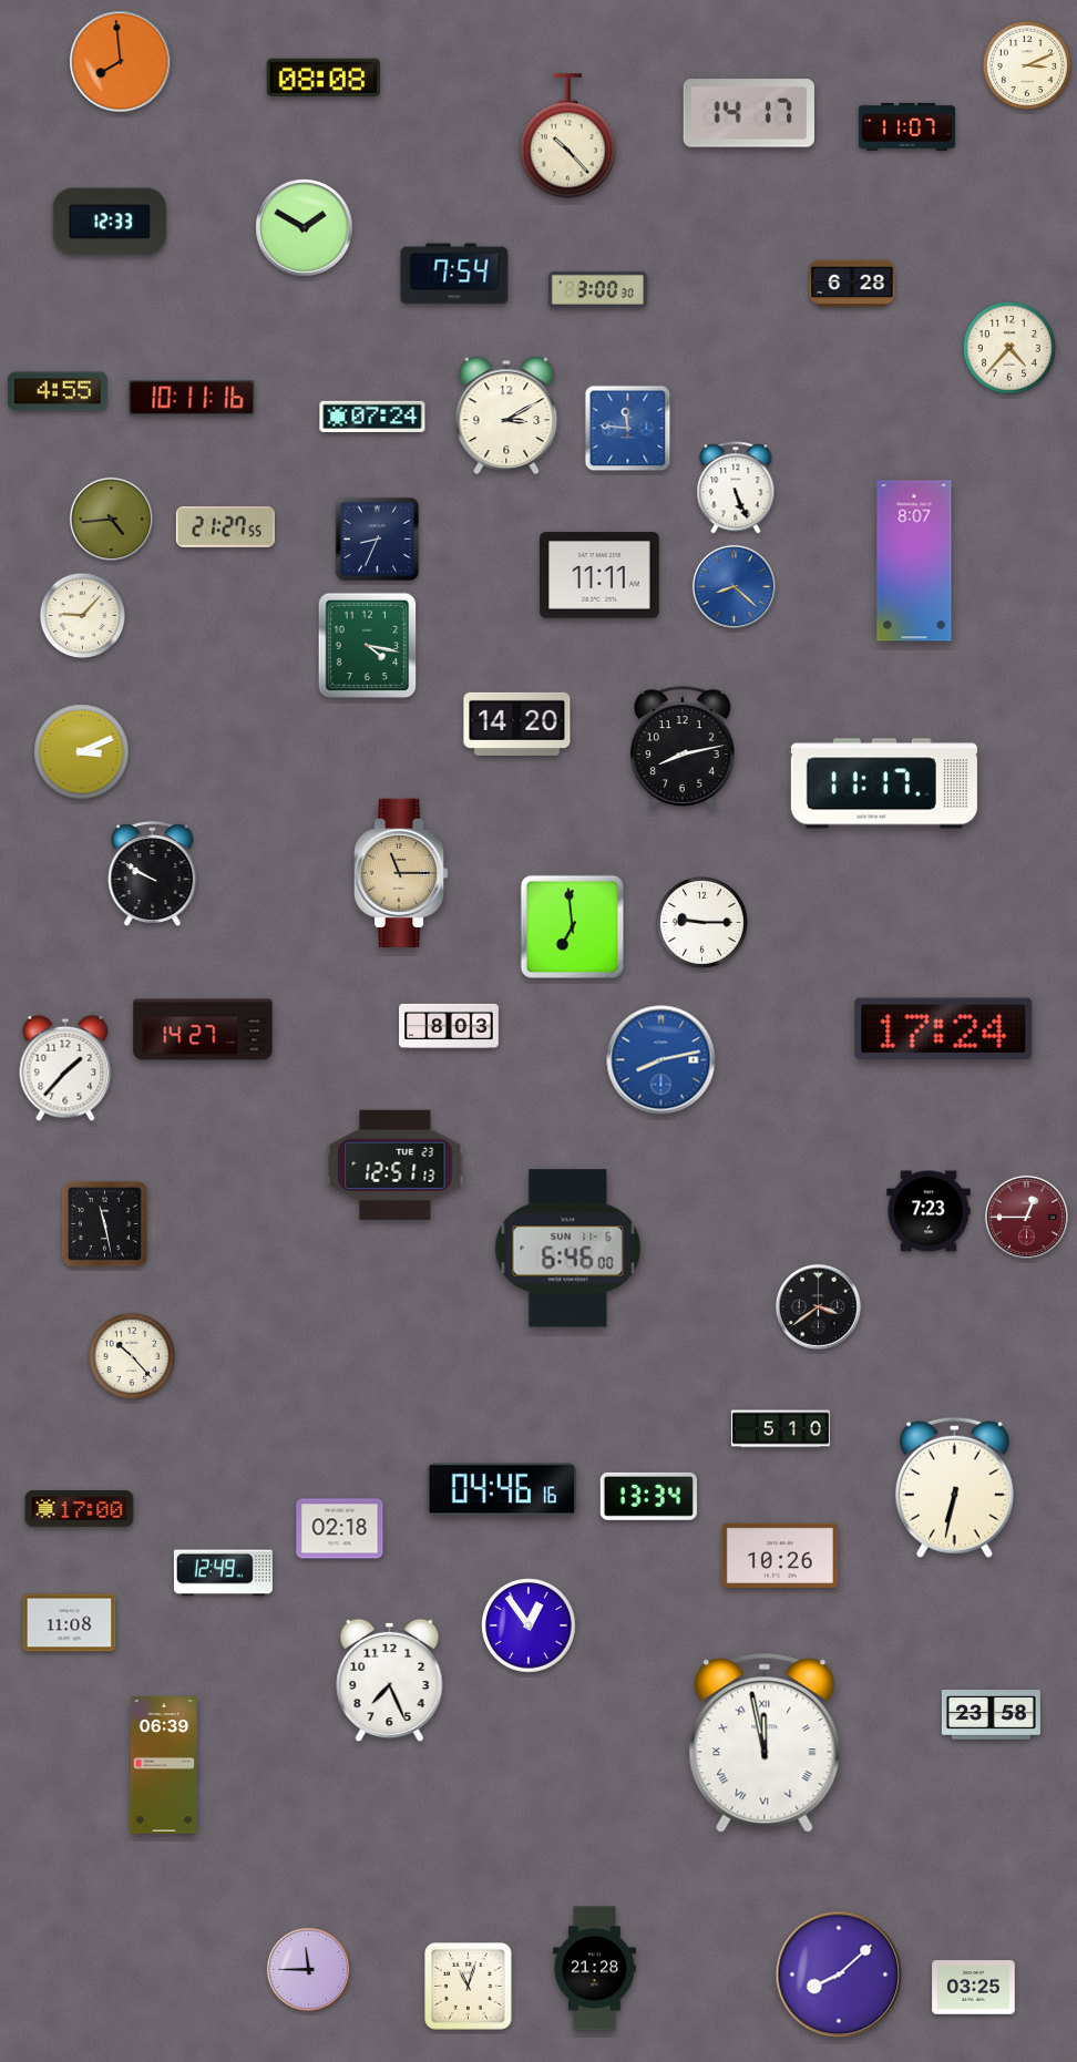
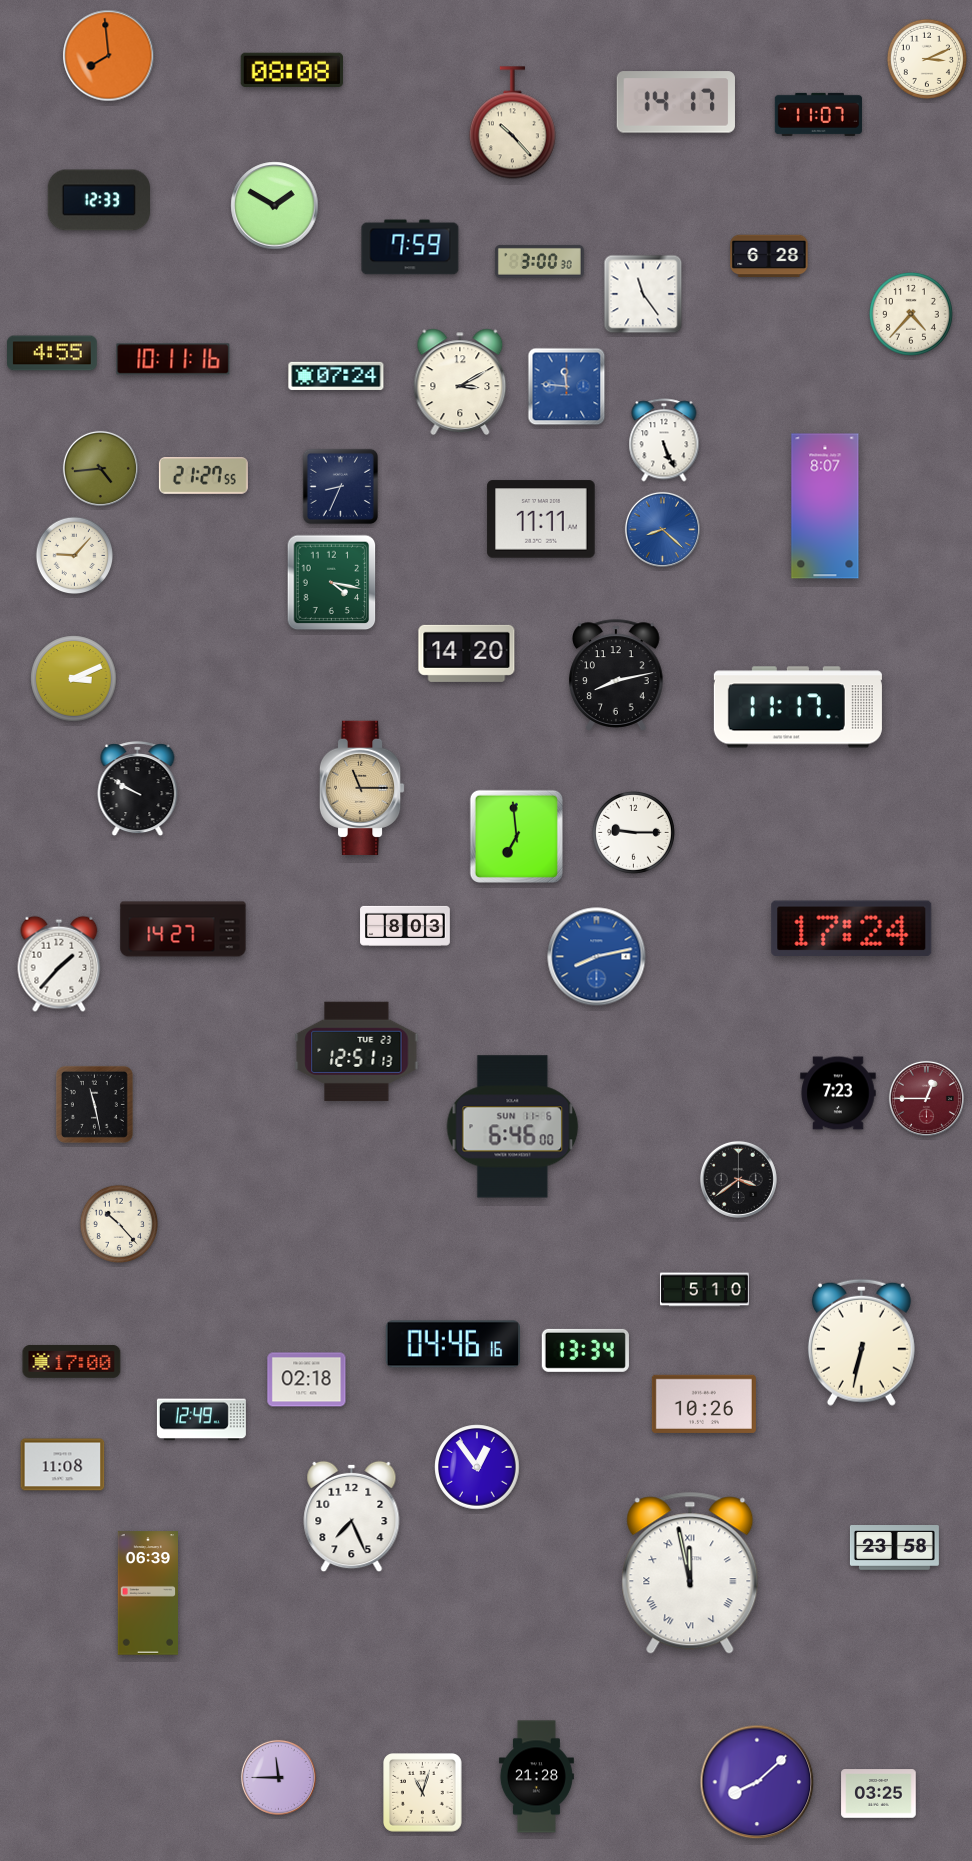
clock at (454, 274): 7:54 -> 7:59
clock at (643, 294): none -> 11:24
clock at (506, 414) position: (506, 414) -> (460, 381)
